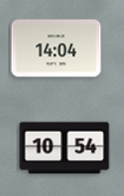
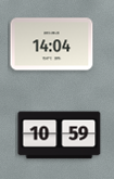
clock at (65, 148): 10:54 -> 10:59
